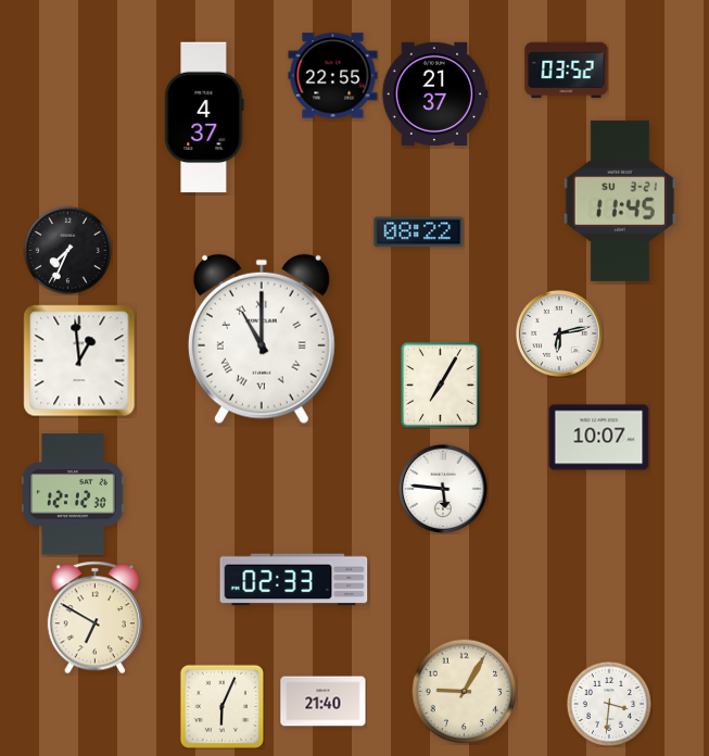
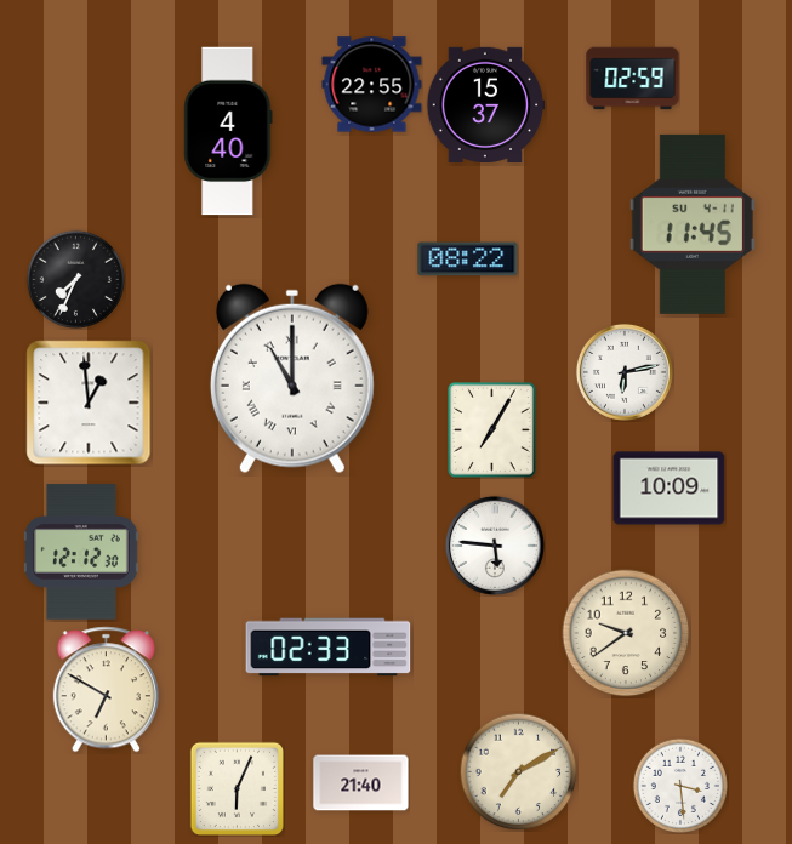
clock at (567, 71): 03:52 -> 02:59
clock at (434, 93): 21:37 -> 15:37
clock at (204, 117): 4:37 -> 4:40
clock at (620, 201) date: SU 3-21 -> SU 4-11
clock at (599, 438): 10:07 -> 10:09
clock at (626, 633): none -> 9:39
clock at (464, 691): 9:05 -> 7:10
clock at (609, 704): 3:31 -> 3:29
clock at (221, 706) position: (221, 706) -> (237, 788)
